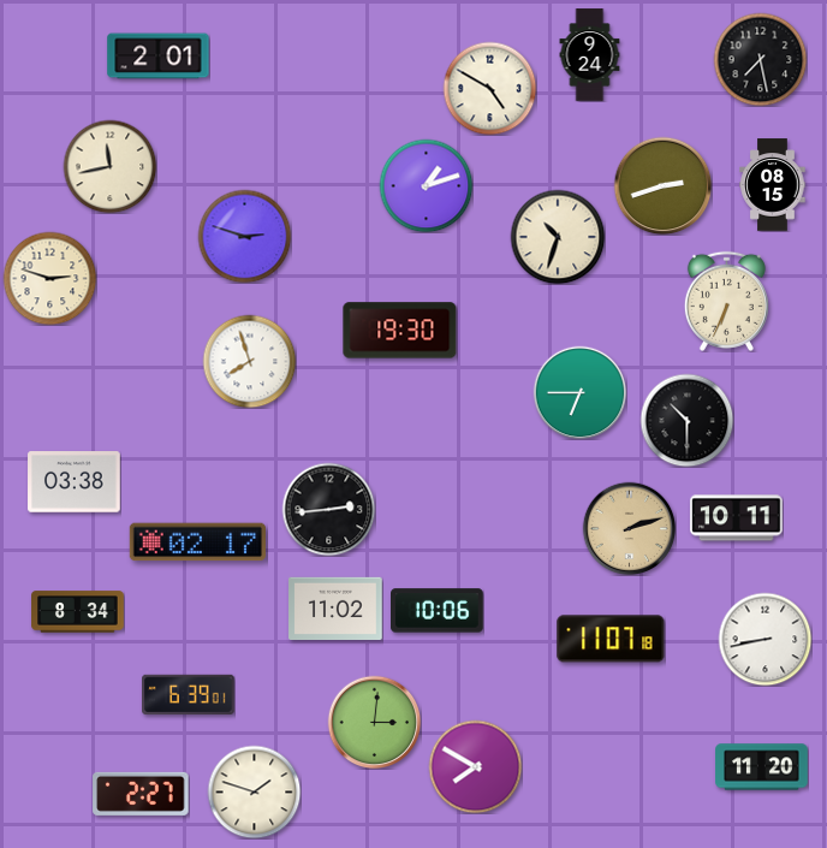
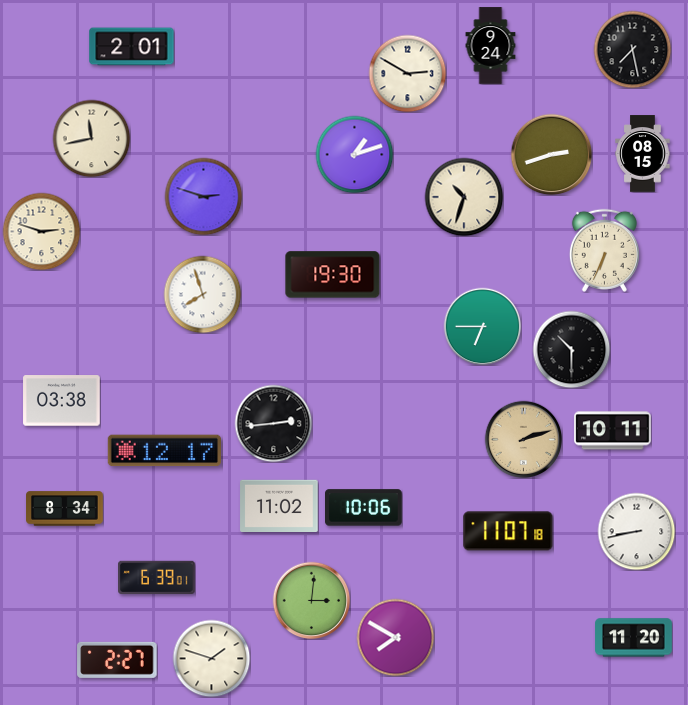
clock at (489, 88): 4:50 -> 2:50
clock at (249, 361) position: (249, 361) -> (202, 294)
clock at (197, 542): 02:17 -> 12:17
